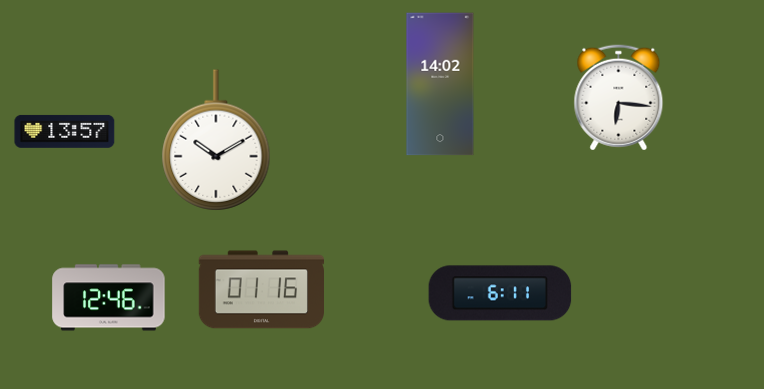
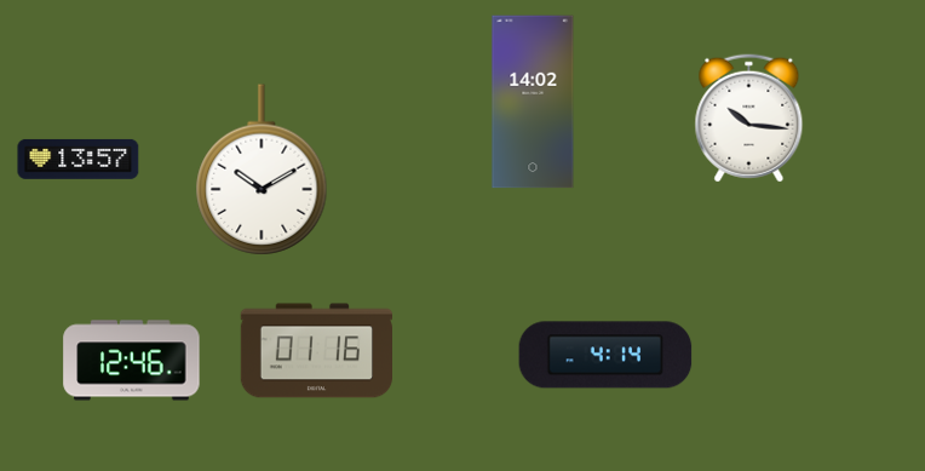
clock at (619, 98): 6:16 -> 10:16
clock at (500, 293): 6:11 -> 4:14
